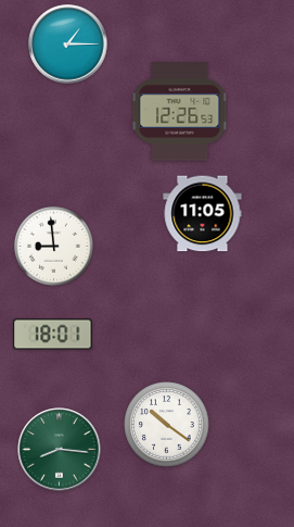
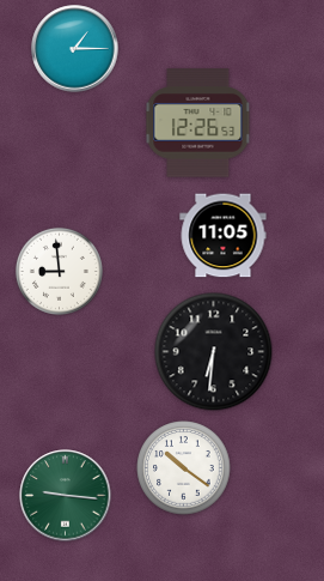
clock at (214, 352): none -> 6:31
clock at (53, 335): 18:01 -> none
clock at (60, 450): 8:16 -> 9:16
